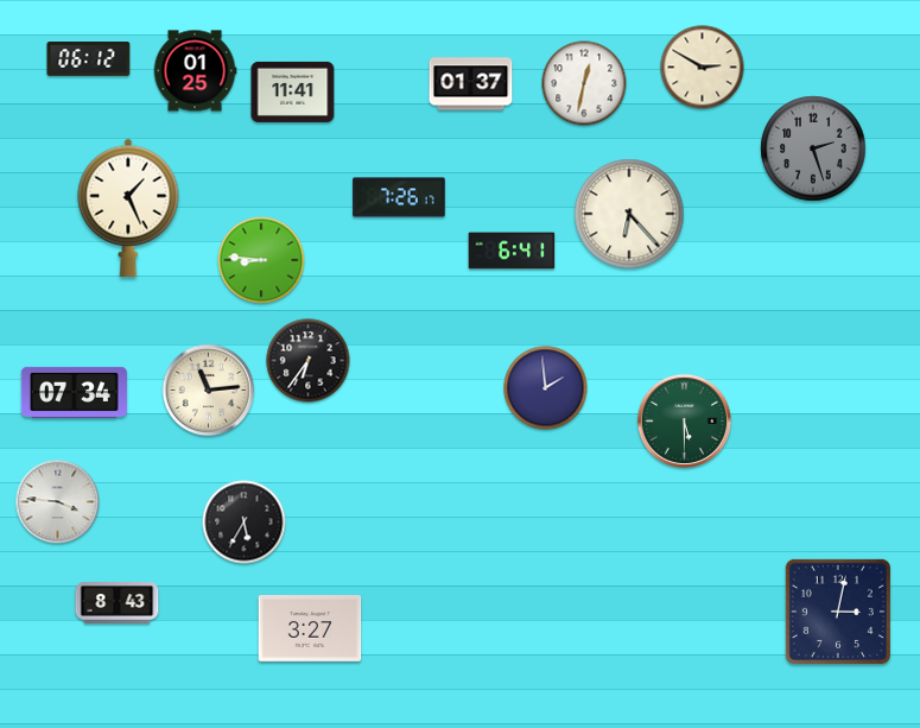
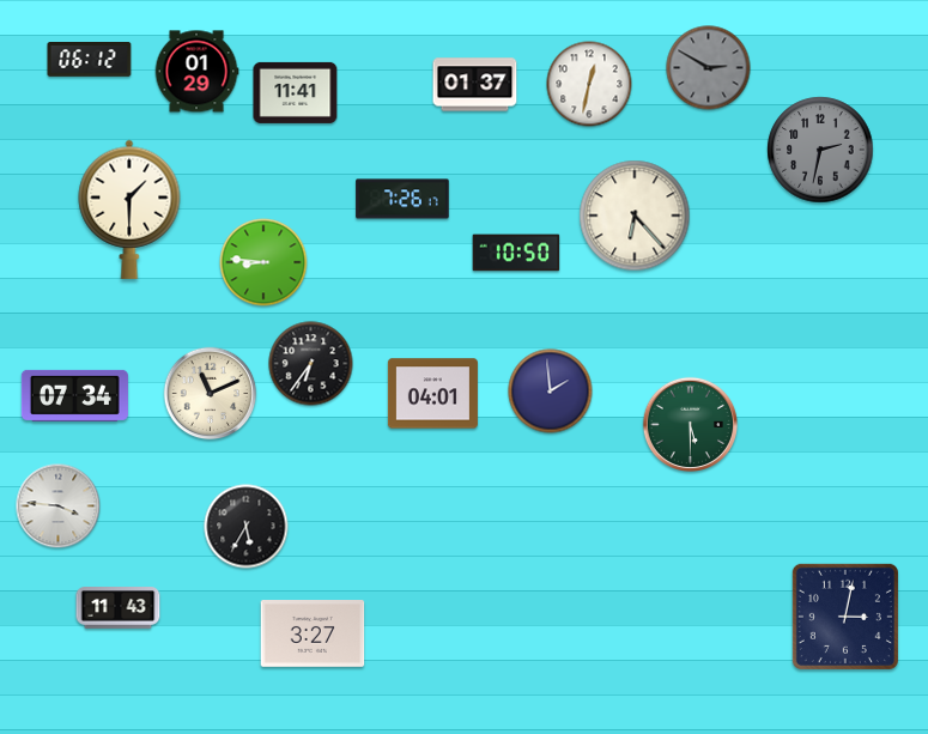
clock at (703, 68) dial: cream -> grey
clock at (195, 71): 01:25 -> 01:29
clock at (813, 148): 2:27 -> 2:32
clock at (128, 208): 1:26 -> 1:30
clock at (512, 251): 6:41 -> 10:50
clock at (209, 391): 11:14 -> 11:11
clock at (432, 394): none -> 04:01
clock at (118, 603): 8:43 -> 11:43
